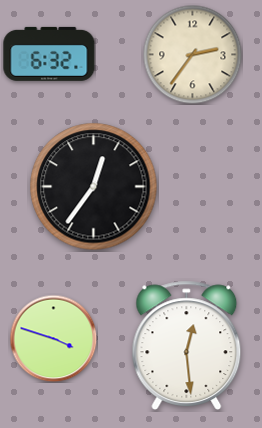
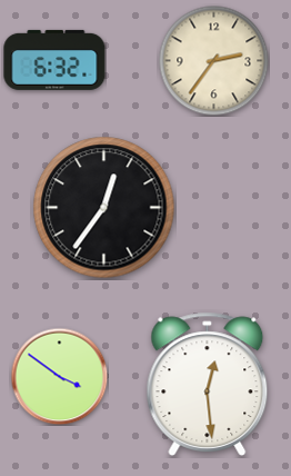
clock at (53, 338): 3:48 -> 3:51
